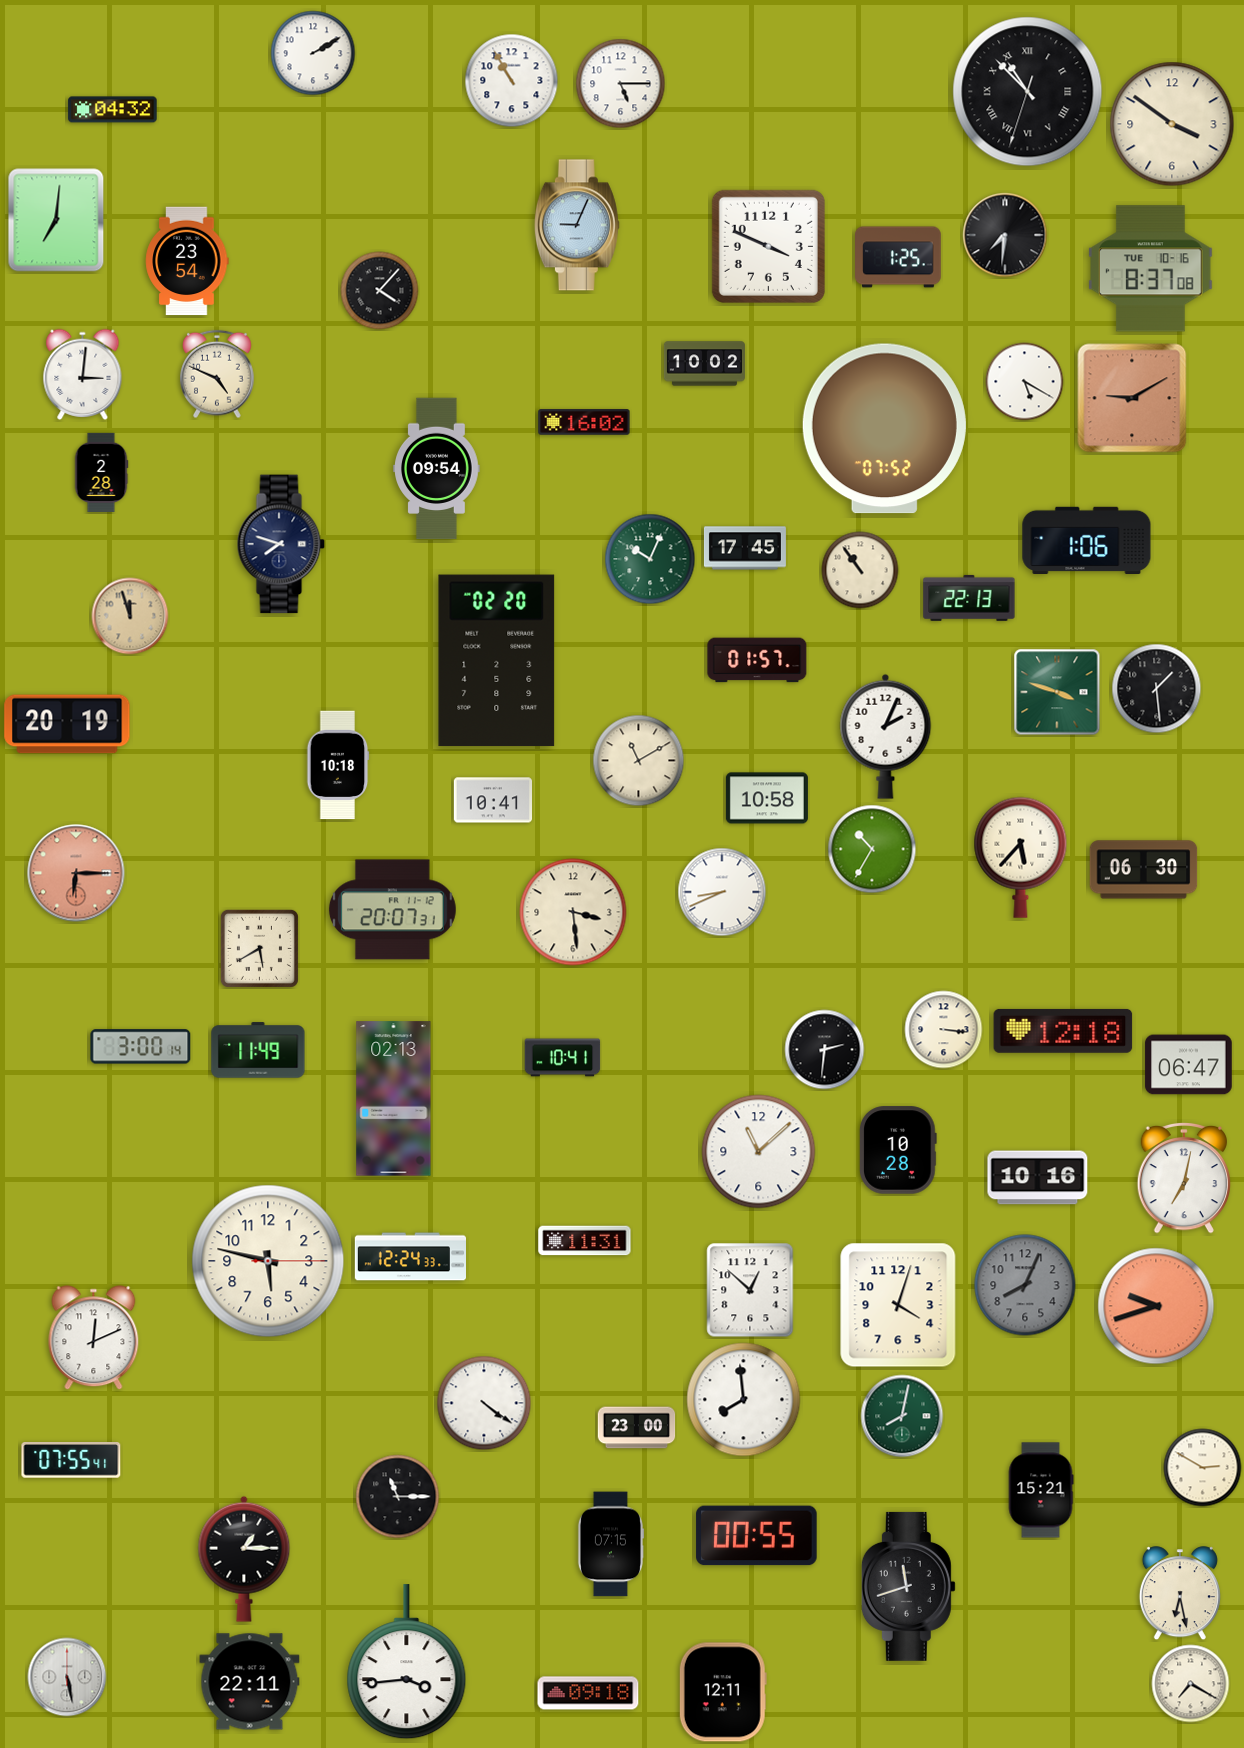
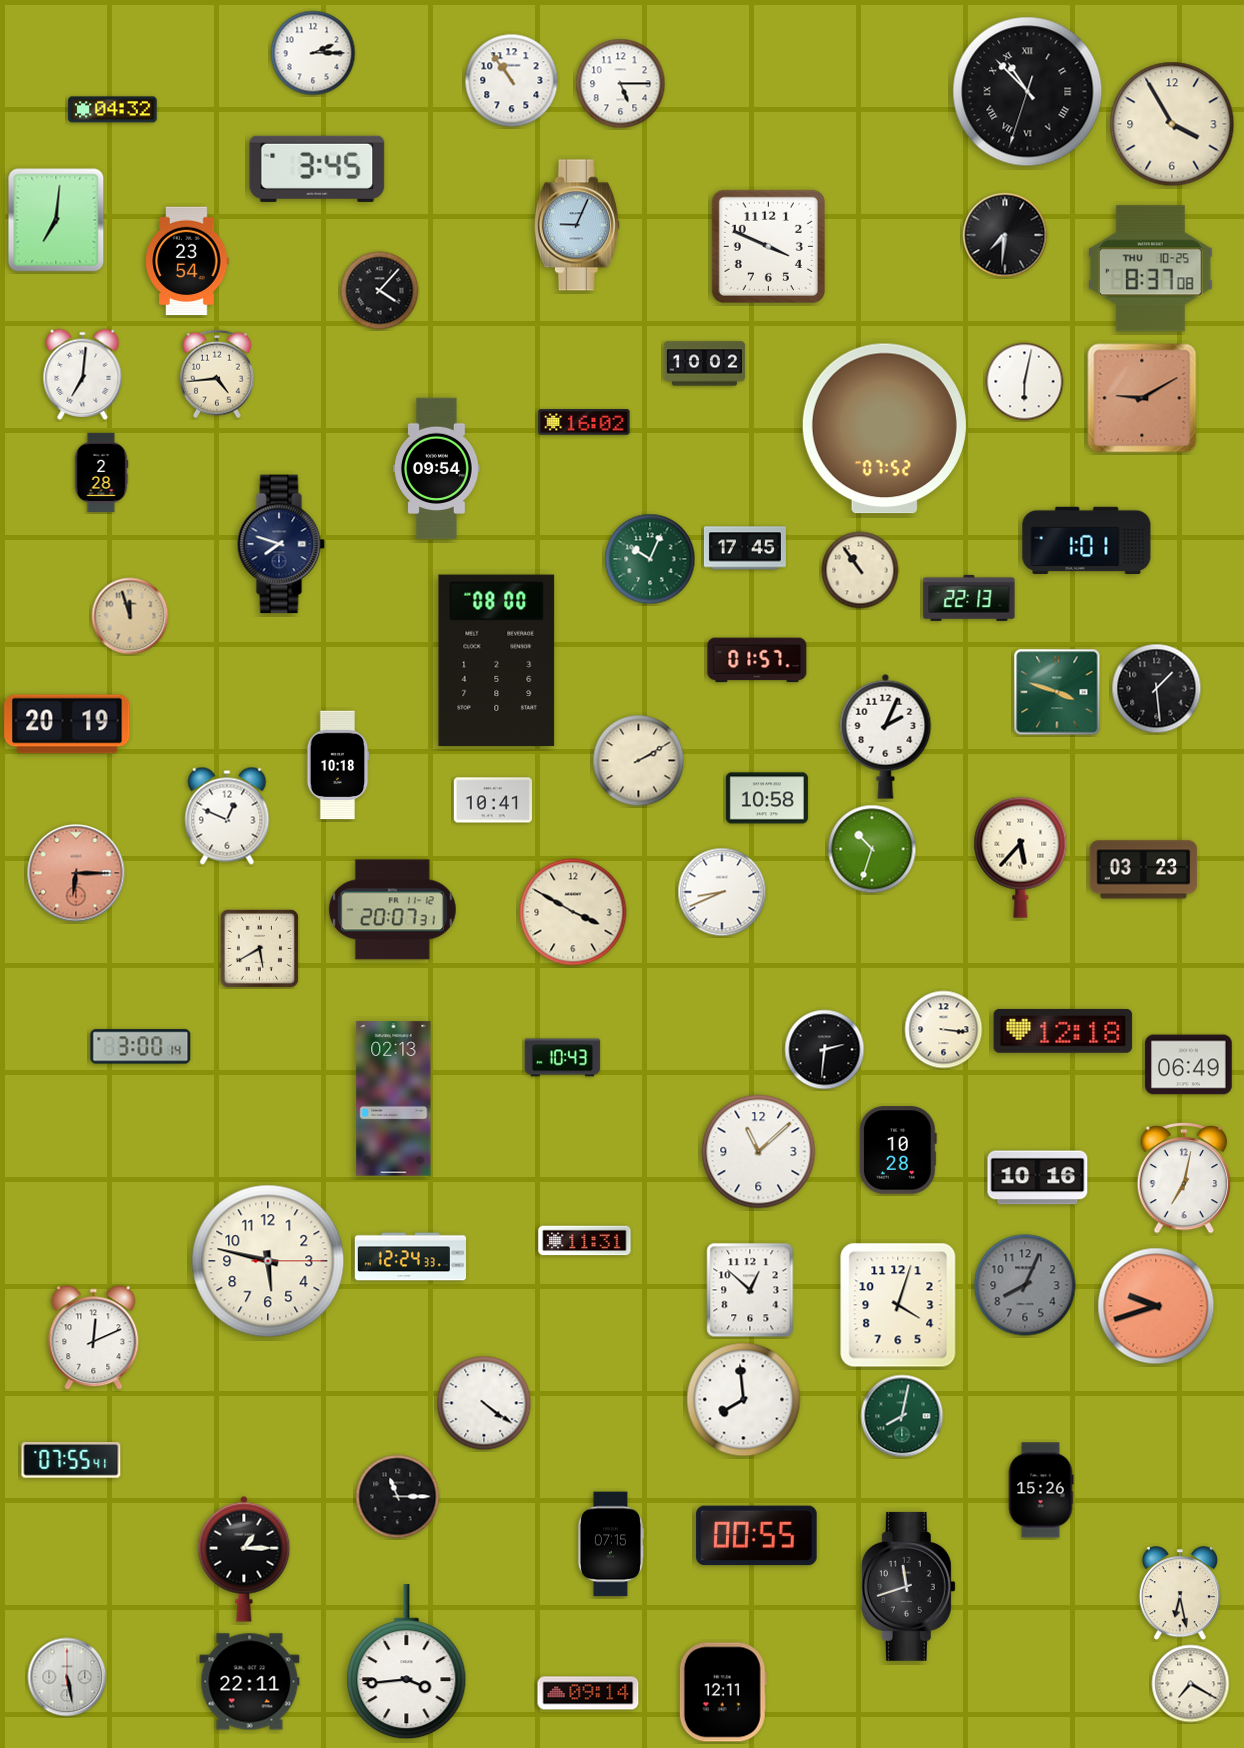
clock at (313, 53): 2:10 -> 2:15
clock at (512, 81): 10:55 -> 10:54
clock at (1172, 124): 3:51 -> 3:55
clock at (317, 169): none -> 3:45
clock at (898, 257): 1:25 -> none
clock at (1151, 269) date: TUE 10-16 -> THU 10-25
clock at (83, 374): 3:01 -> 7:01
clock at (217, 374): 4:49 -> 4:44
clock at (1025, 382): 5:20 -> 6:02
clock at (1132, 398) position: (1132, 398) -> (1142, 398)
clock at (1087, 540): 1:06 -> 1:01
clock at (497, 661): 02:20 -> 08:00
clock at (639, 761): 11:10 -> 2:10
clock at (227, 816): none -> 12:49
clock at (872, 849): 10:35 -> 10:33
clock at (1144, 870): 06:30 -> 03:23
clock at (573, 912): 3:29 -> 3:50
clock at (258, 1050): 11:49 -> none
clock at (563, 1058): 10:41 -> 10:43
clock at (1189, 1065): 06:47 -> 06:49
clock at (637, 1428): 23:00 -> none
clock at (1203, 1468): 2:50 -> none
clock at (1041, 1490): 15:21 -> 15:26
clock at (588, 1693): 09:18 -> 09:14
